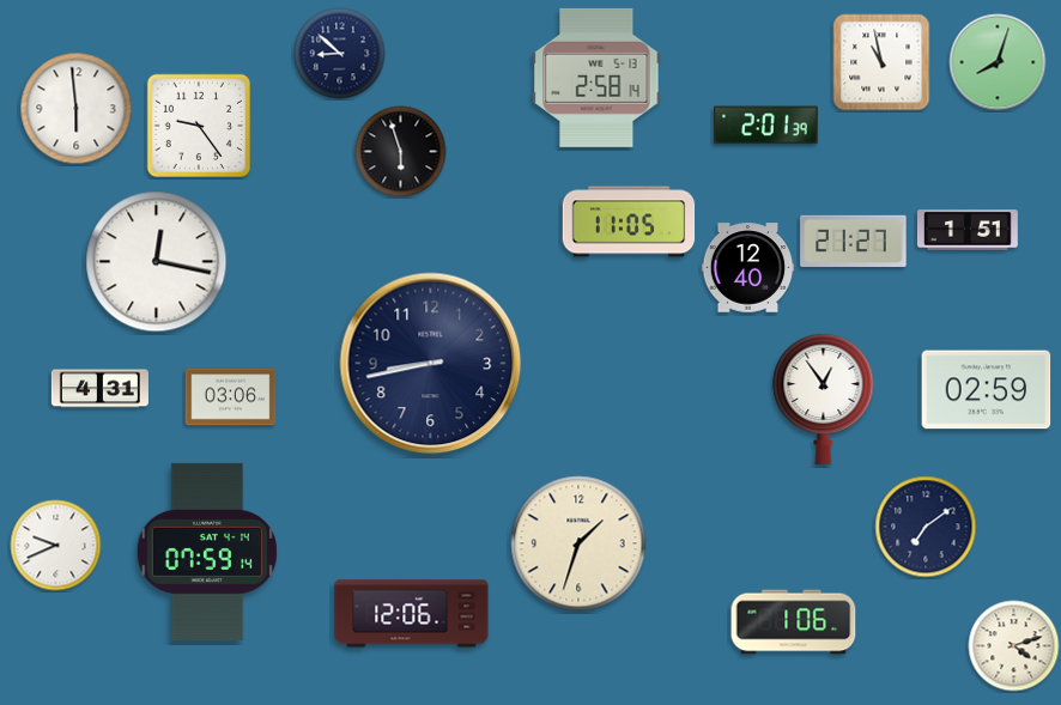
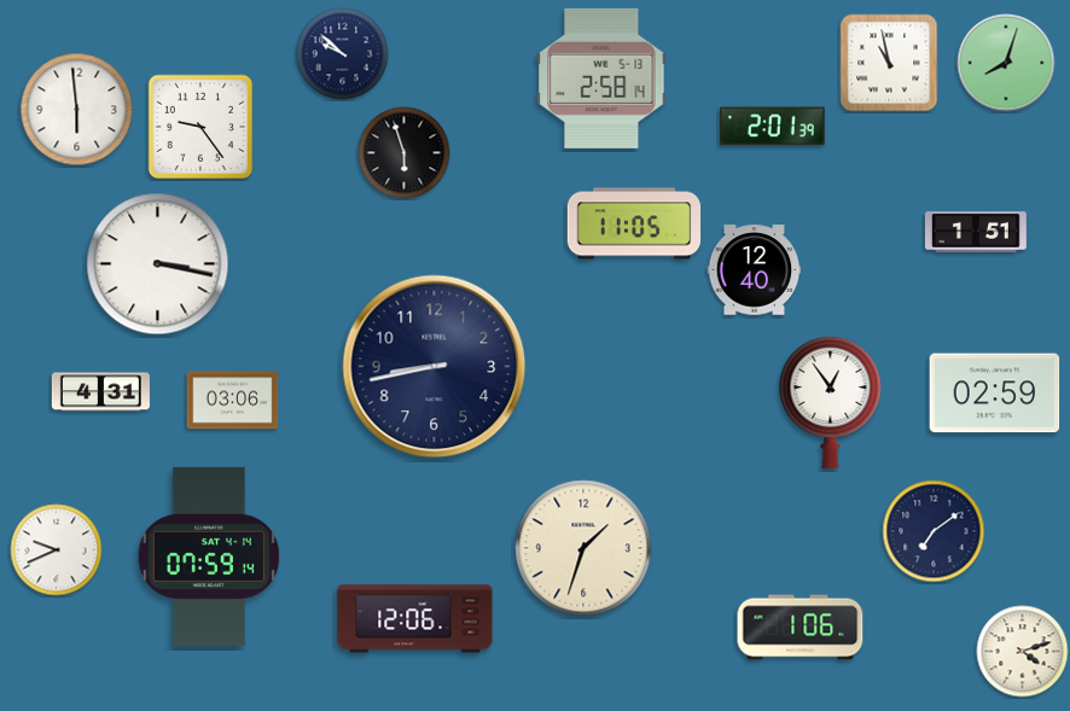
clock at (340, 54): 8:52 -> 9:52
clock at (854, 241): 21:27 -> none
clock at (157, 262): 12:17 -> 3:17
